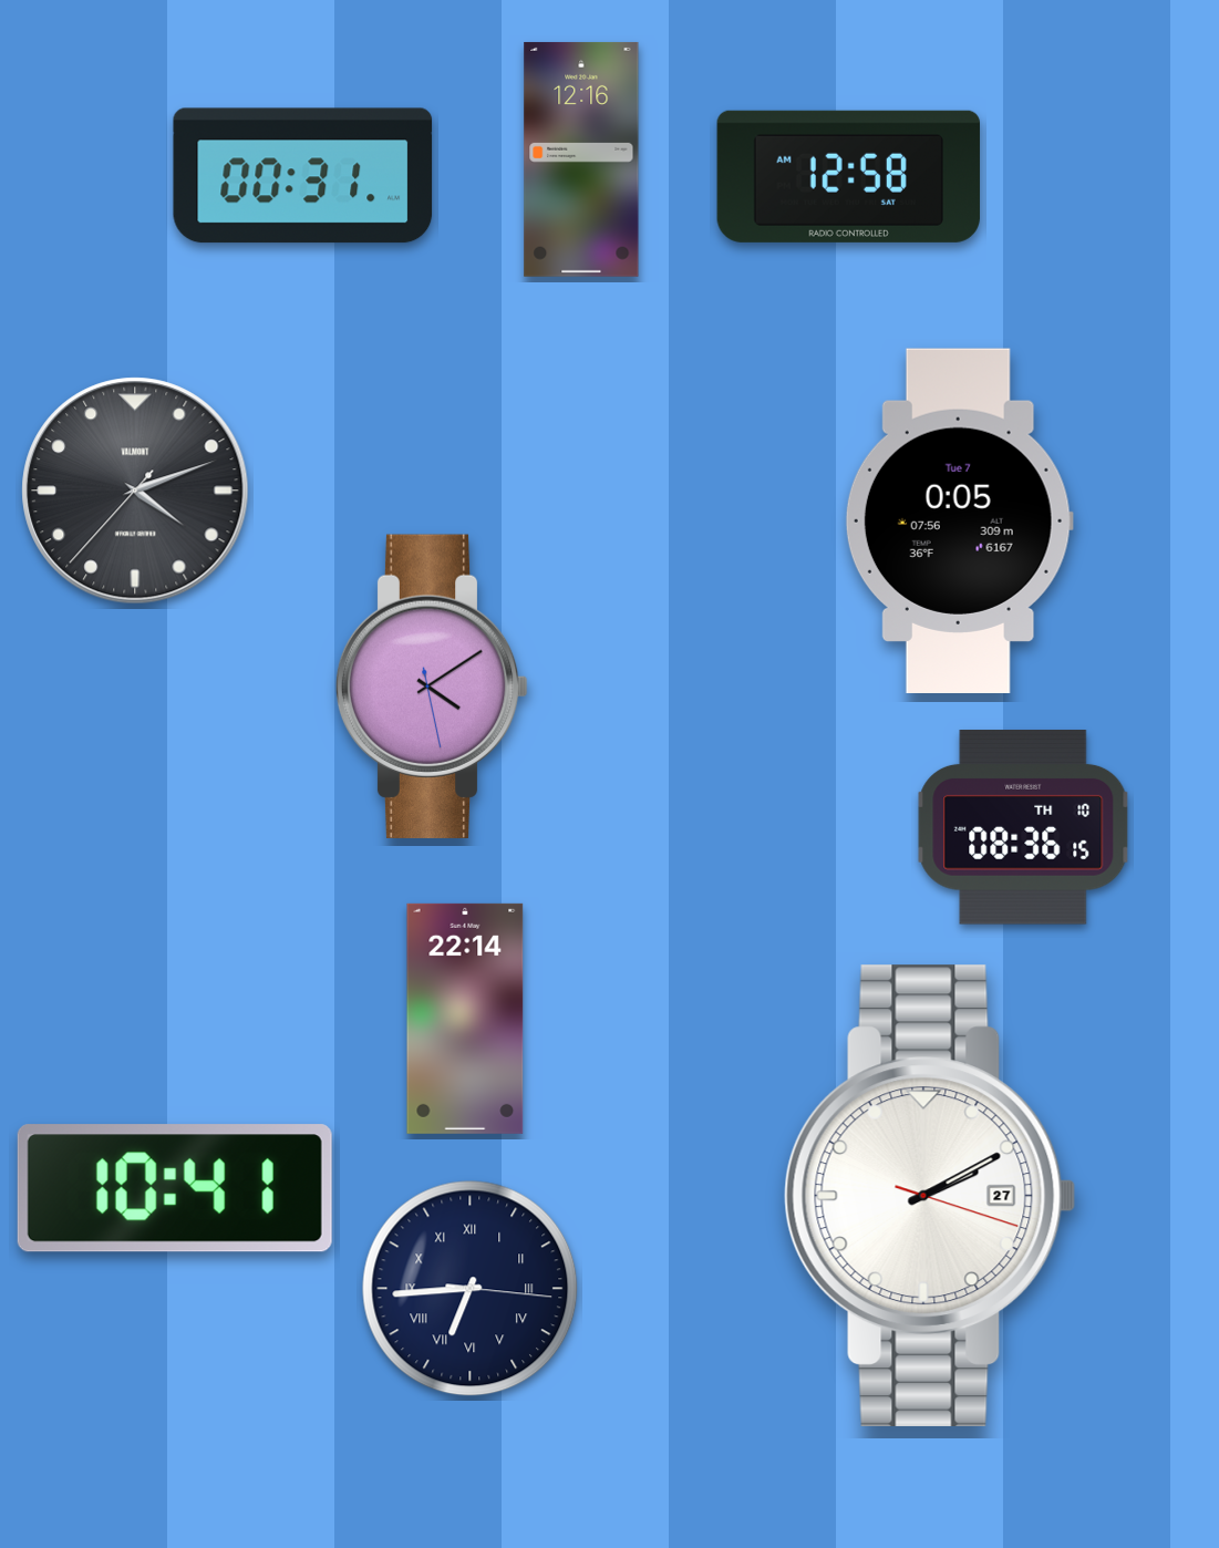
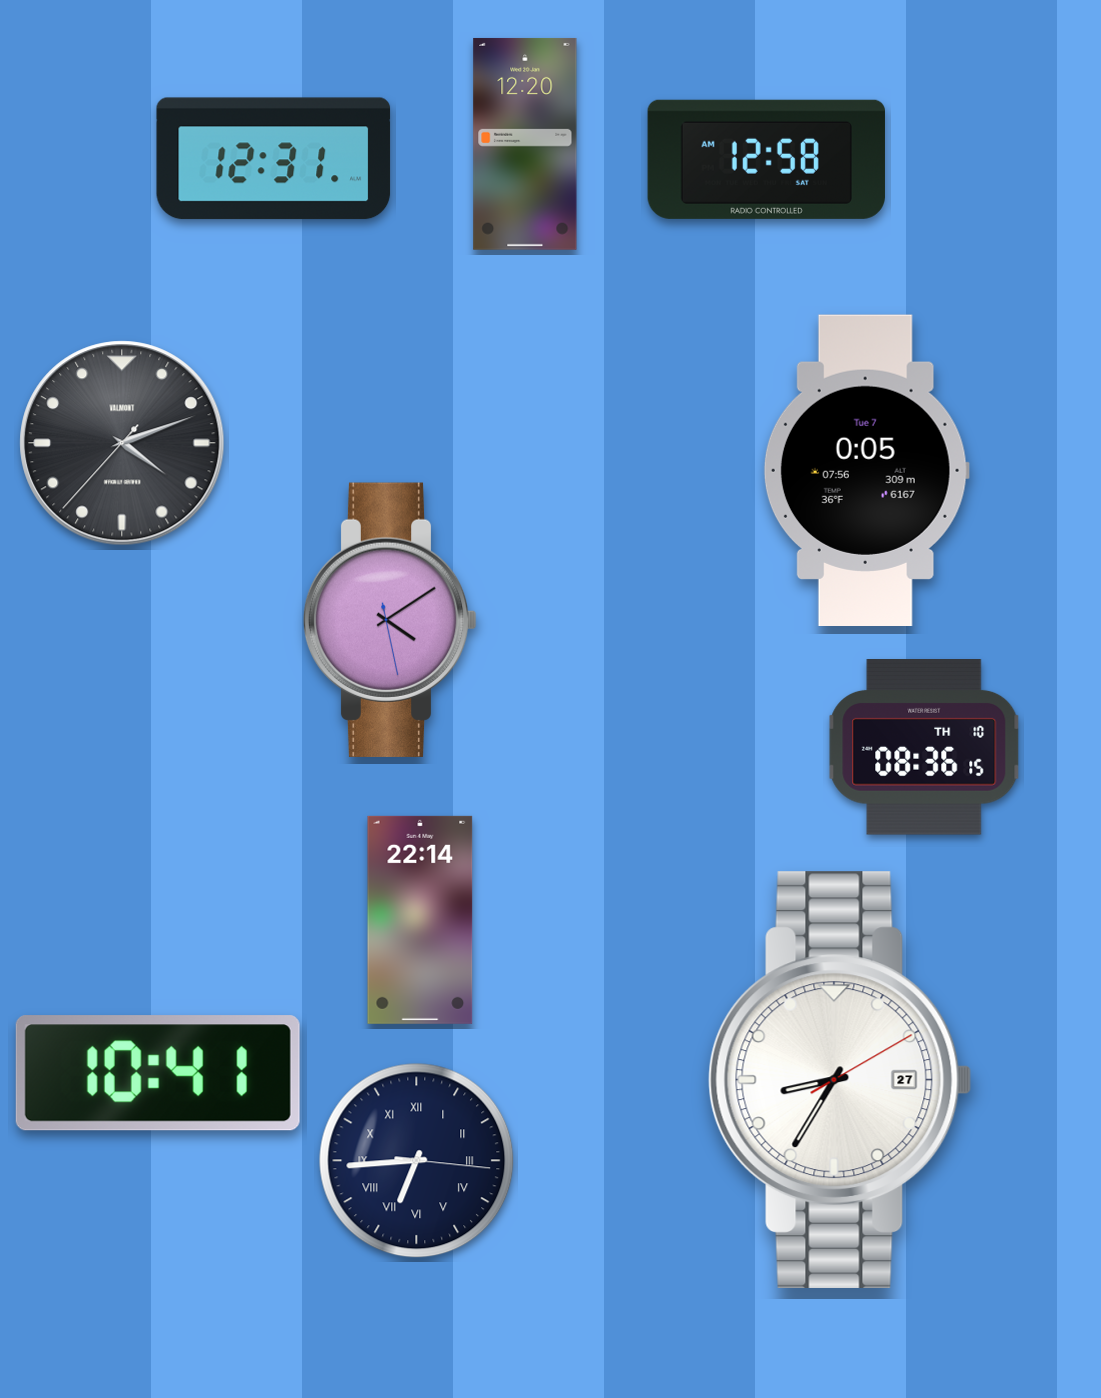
clock at (581, 159): 12:16 -> 12:20
clock at (303, 176): 00:31 -> 12:31
clock at (930, 1195): 2:10 -> 8:35
clock at (471, 1289) position: (471, 1289) -> (417, 1161)
